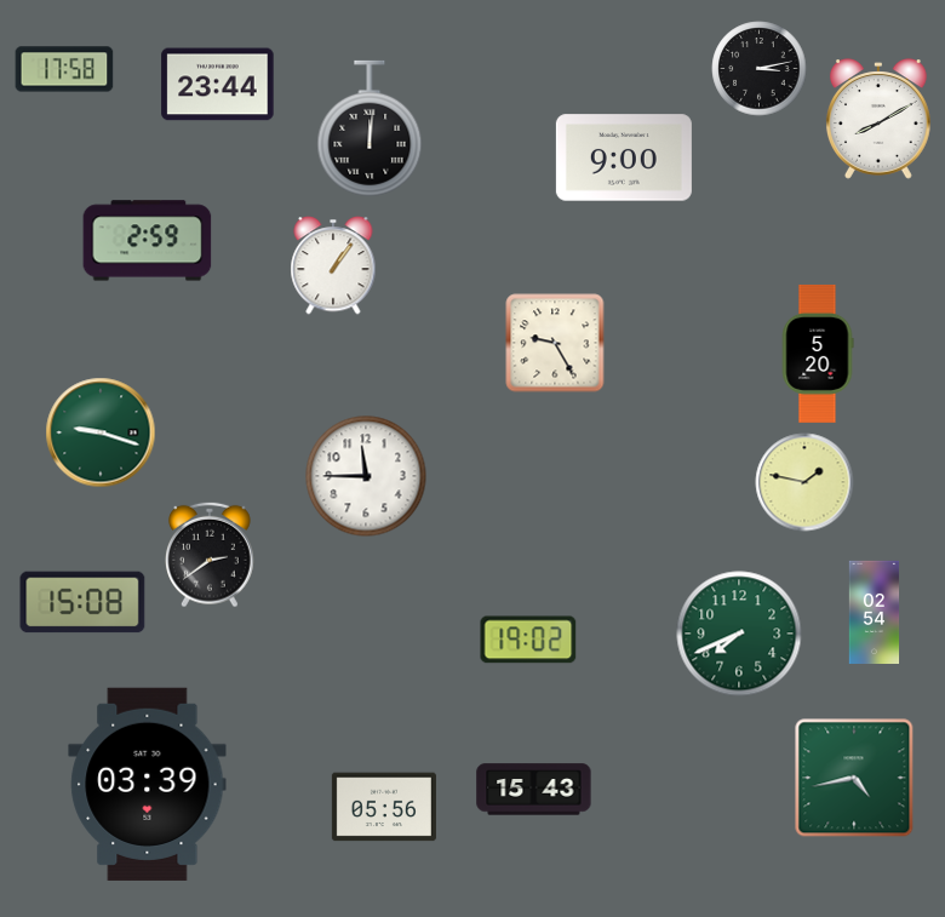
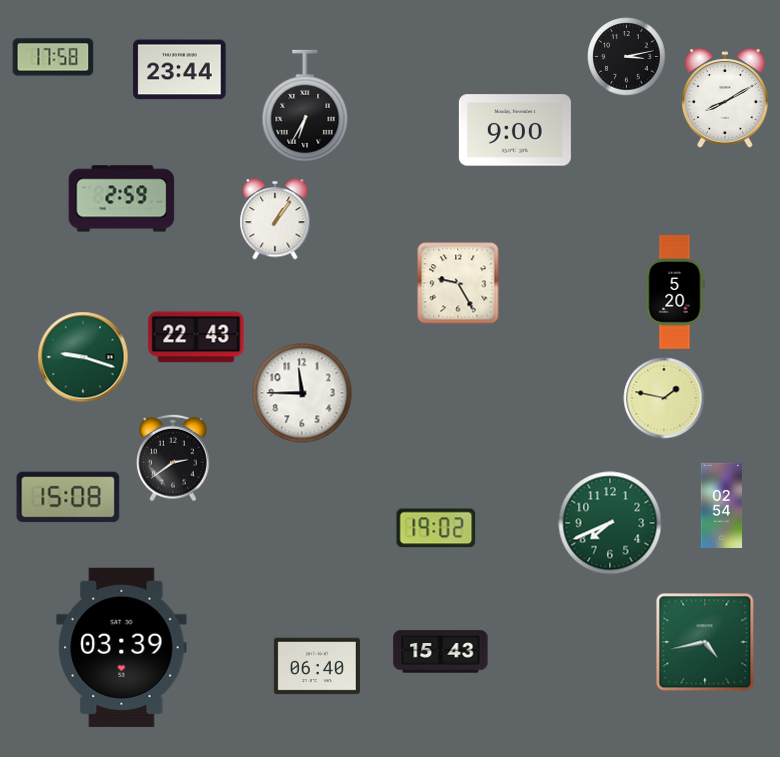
clock at (370, 128): 12:01 -> 6:35
clock at (196, 337): none -> 22:43
clock at (384, 807): 05:56 -> 06:40
